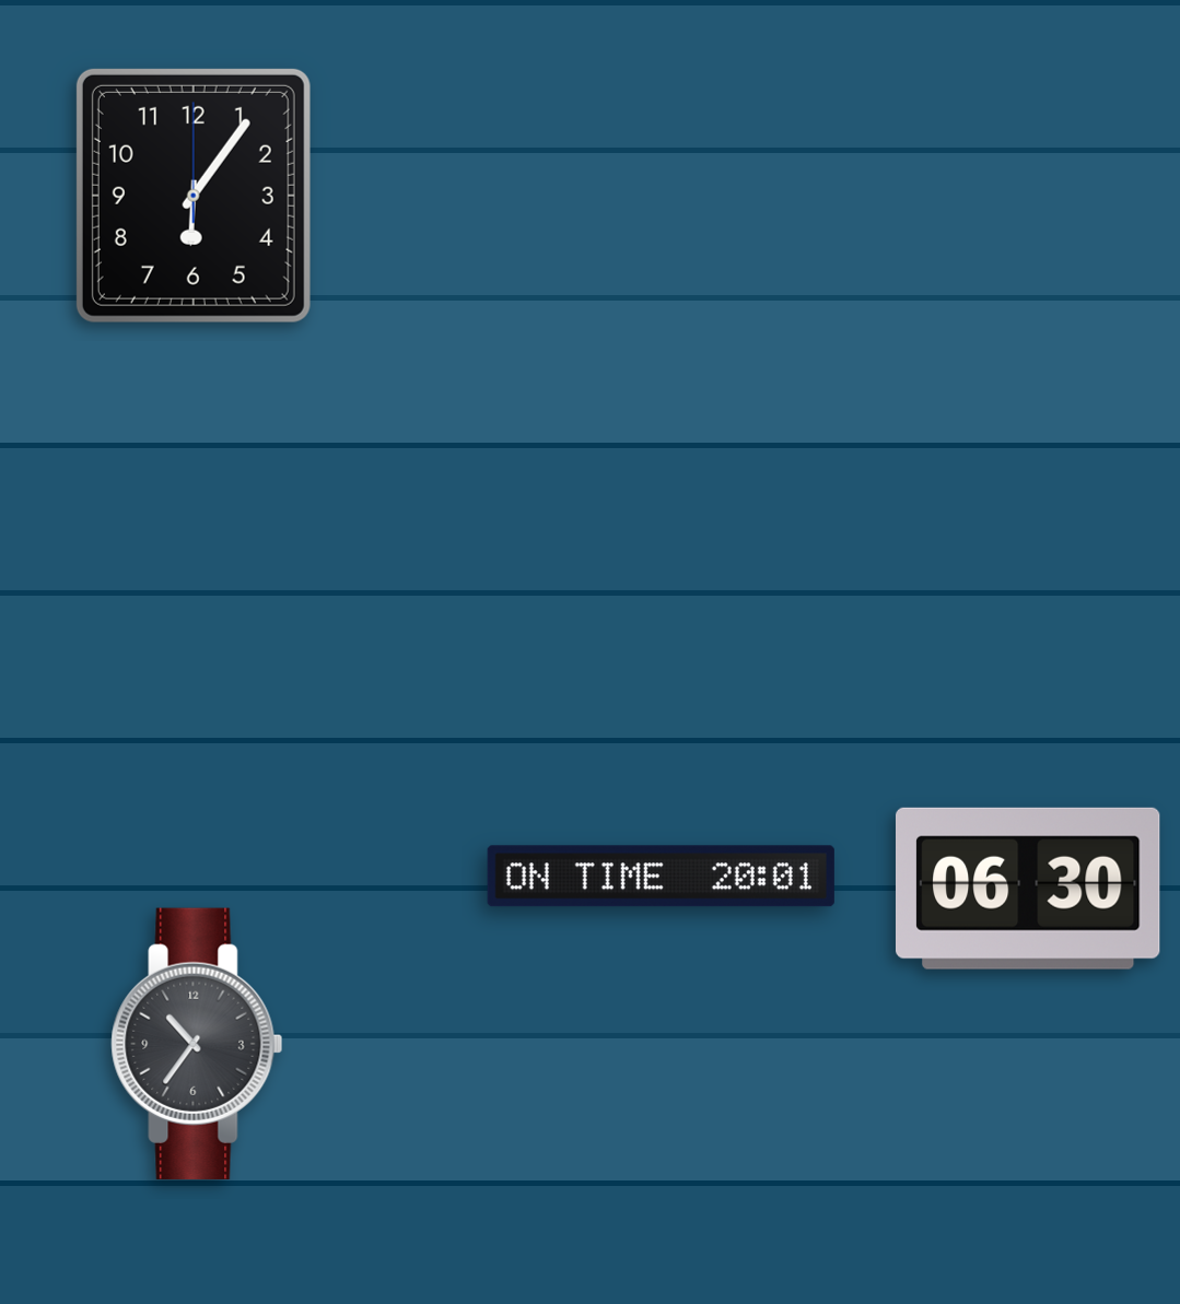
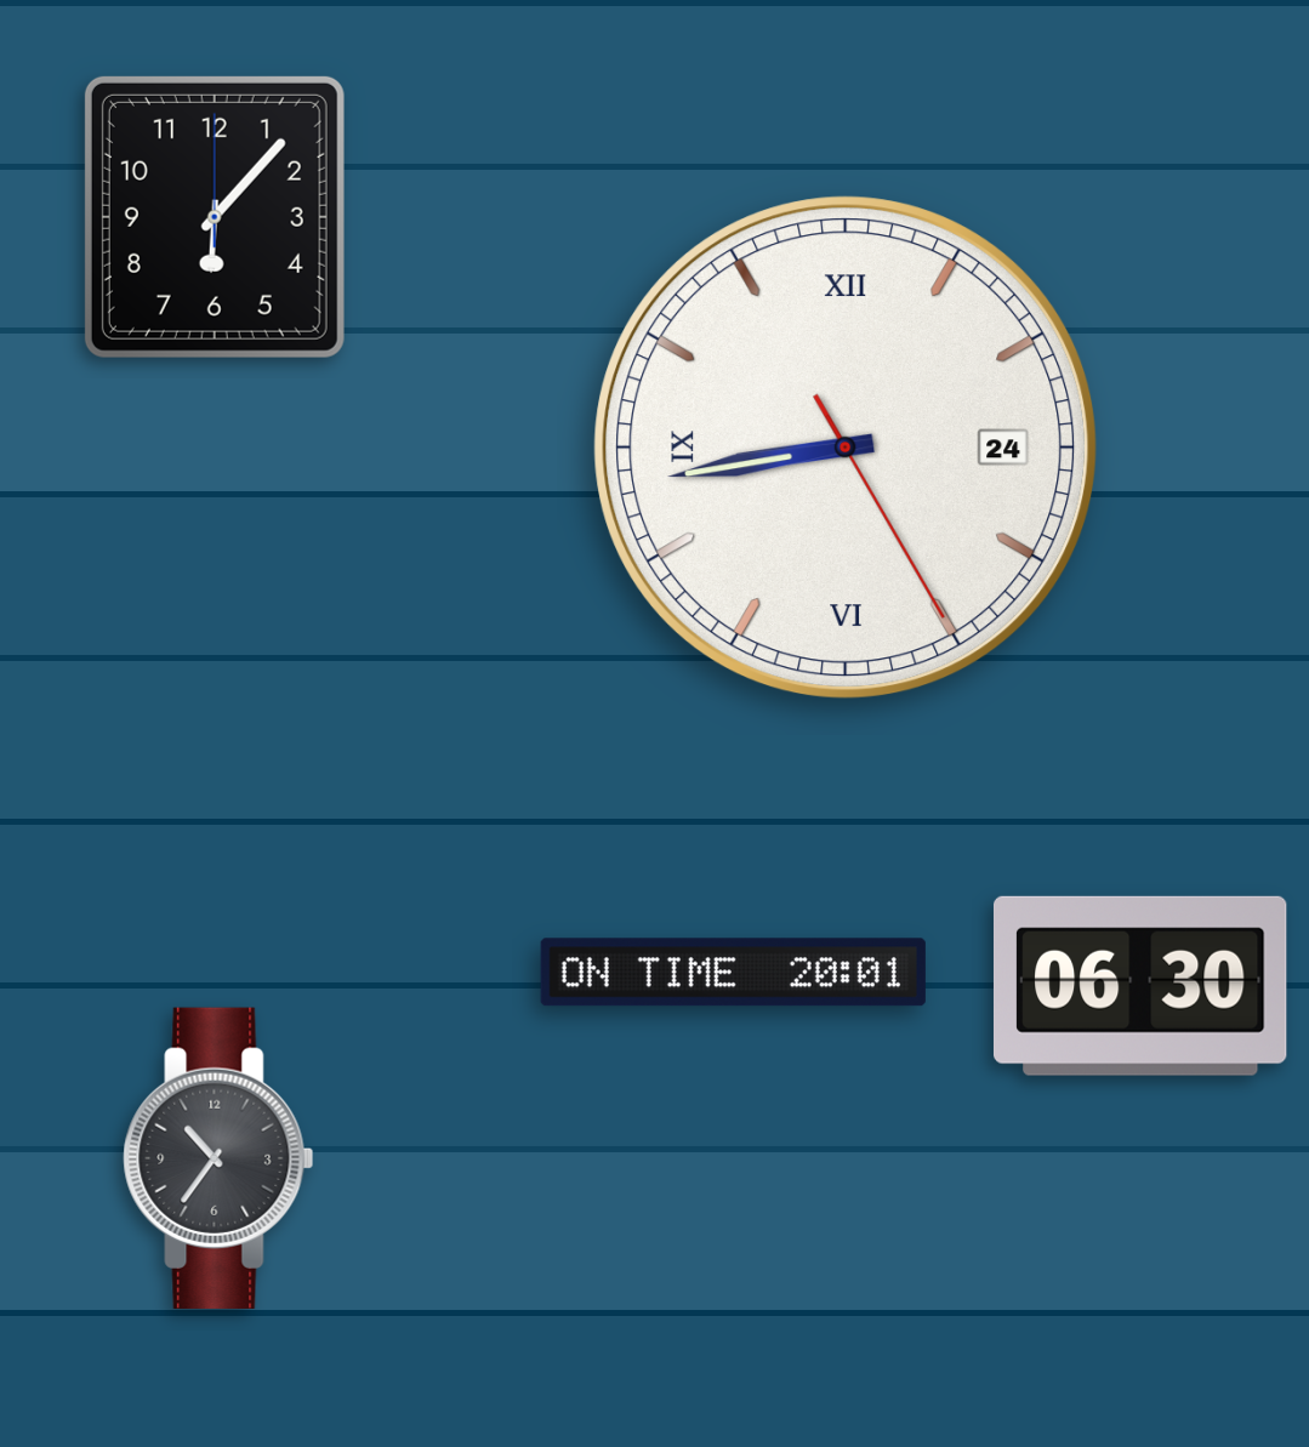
clock at (194, 196): 6:06 -> 6:07
clock at (846, 448): none -> 8:43
